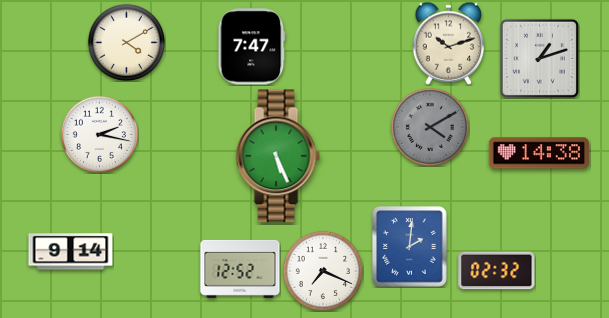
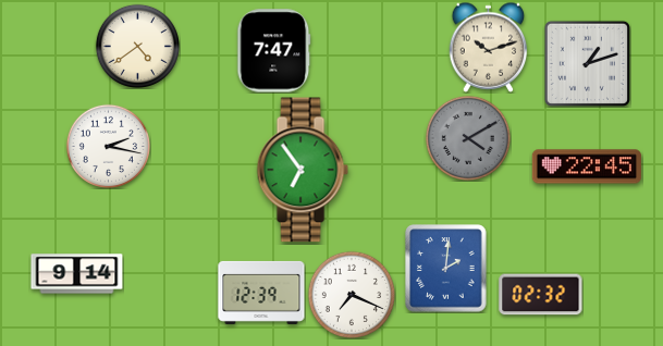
clock at (126, 42): 4:10 -> 4:39
clock at (538, 153): 14:38 -> 22:45
clock at (278, 156): 5:26 -> 6:54
clock at (240, 269): 12:52 -> 12:39
